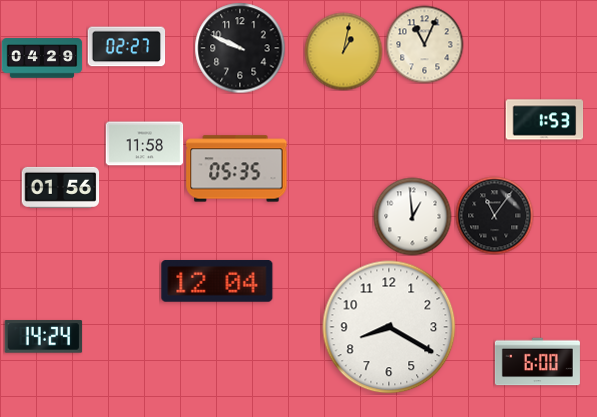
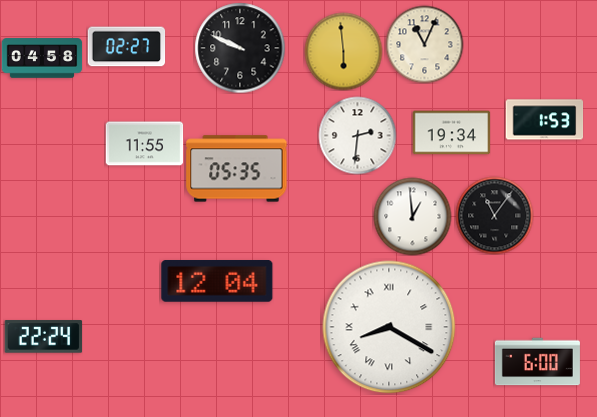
clock at (343, 51): 1:02 -> 5:59
clock at (42, 58): 04:29 -> 04:58
clock at (451, 133): none -> 19:34
clock at (357, 135): none -> 2:31
clock at (144, 144): 11:58 -> 11:55
clock at (60, 187): 01:56 -> none
clock at (389, 327) numerals: Arabic -> Roman
clock at (43, 337): 14:24 -> 22:24
